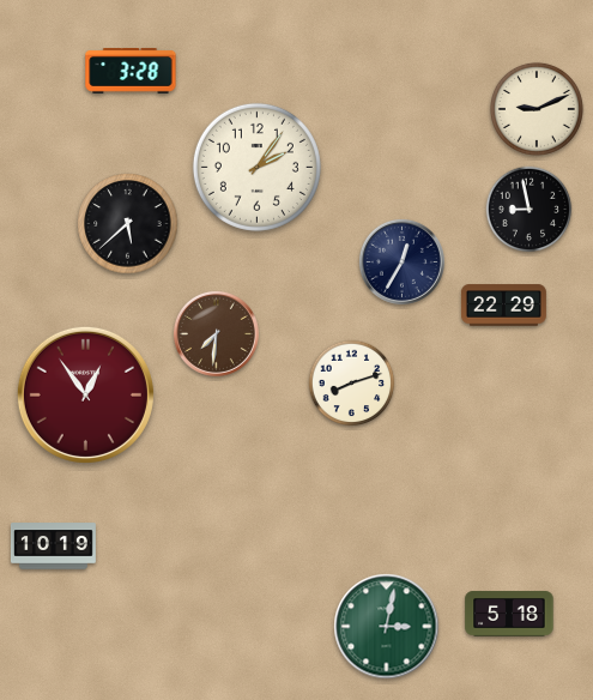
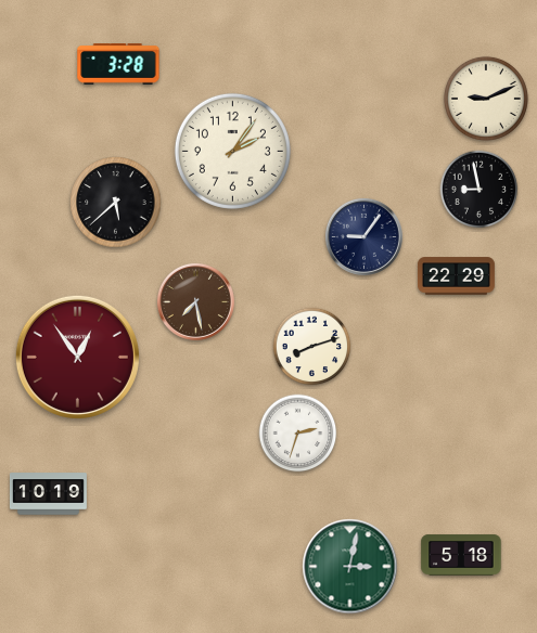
clock at (401, 261): 12:35 -> 9:06
clock at (216, 333): 7:31 -> 7:28
clock at (352, 384) position: (352, 384) -> (312, 347)
clock at (298, 434): none -> 2:33
